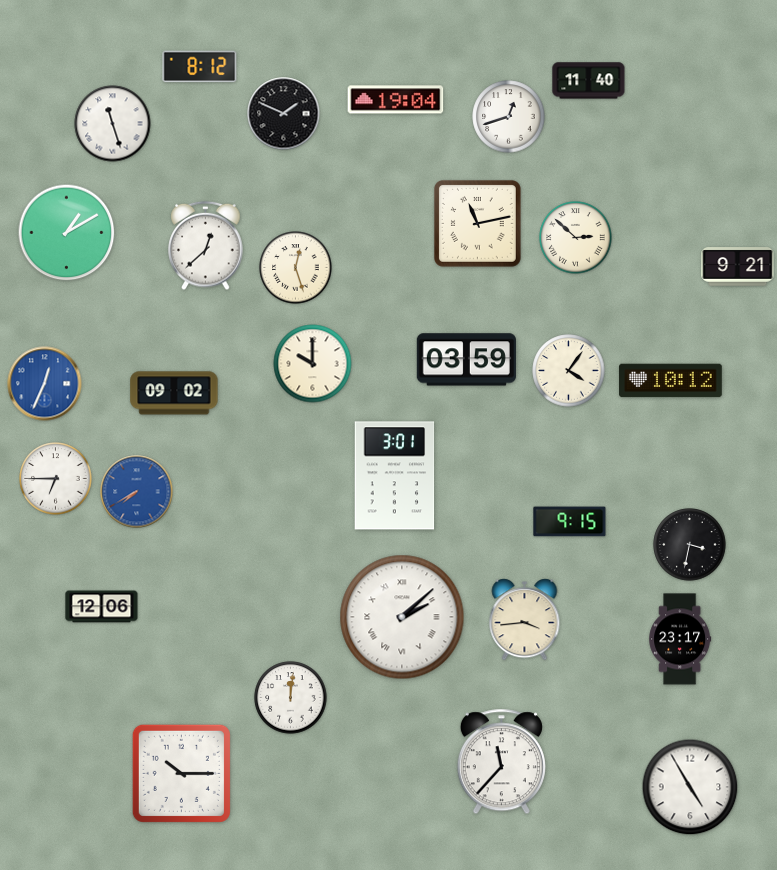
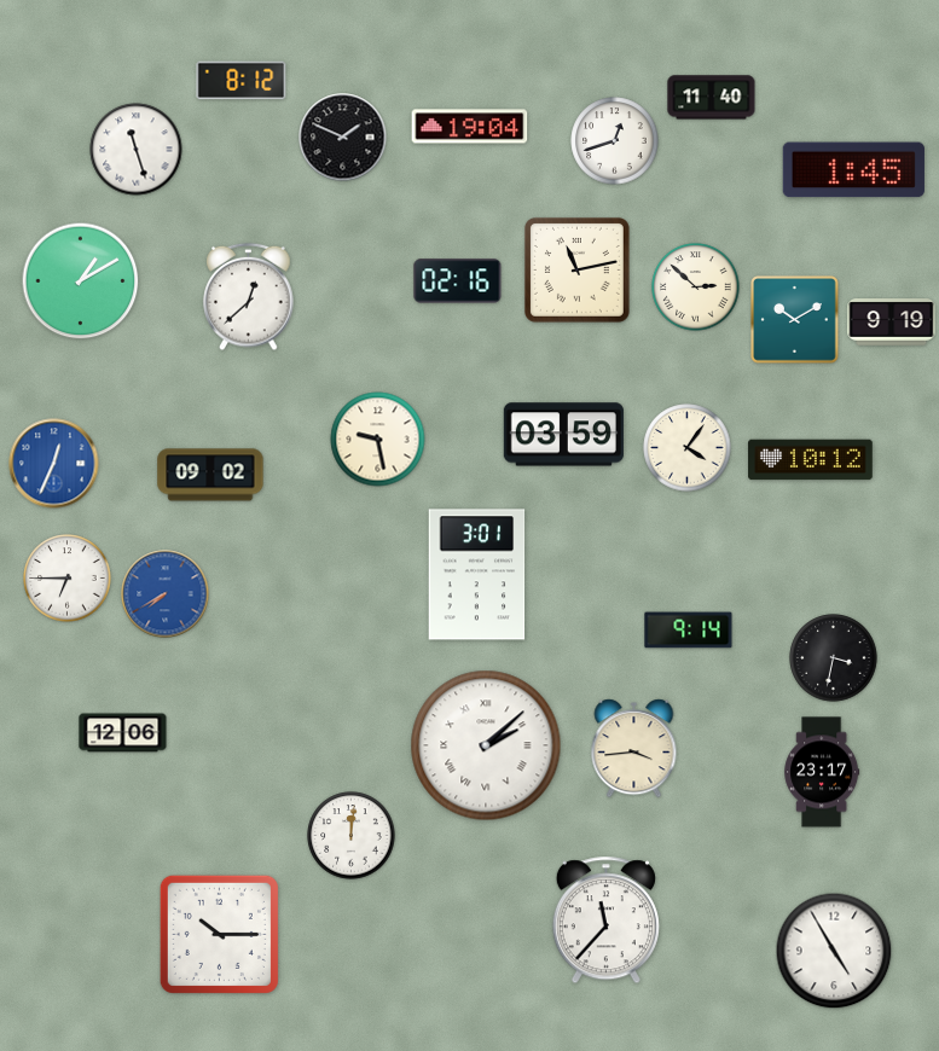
clock at (396, 100) position: (396, 100) -> (470, 127)
clock at (853, 170): none -> 1:45
clock at (458, 281): none -> 02:16
clock at (795, 320): none -> 10:10
clock at (738, 267): 9:21 -> 9:19
clock at (296, 268): 12:27 -> none
clock at (313, 364): 10:00 -> 9:28
clock at (570, 522): 9:15 -> 9:14
clock at (291, 698) position: (291, 698) -> (352, 836)
